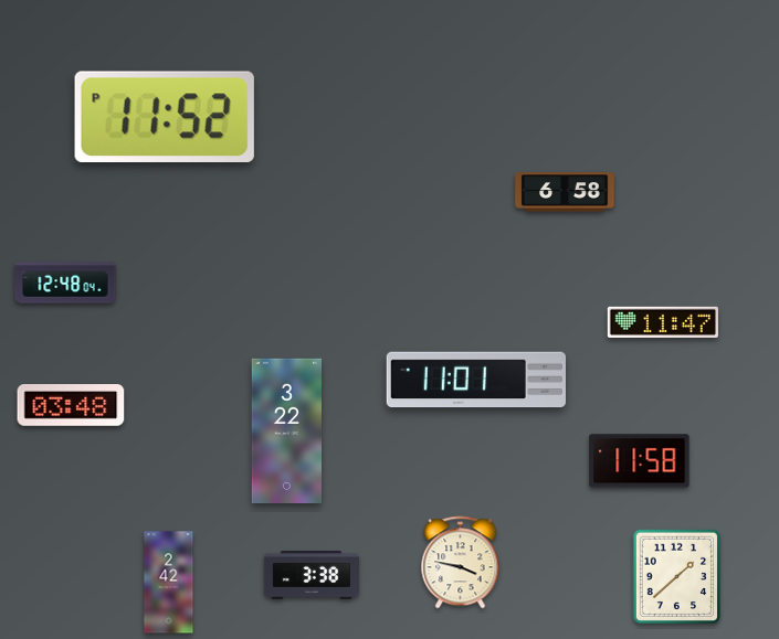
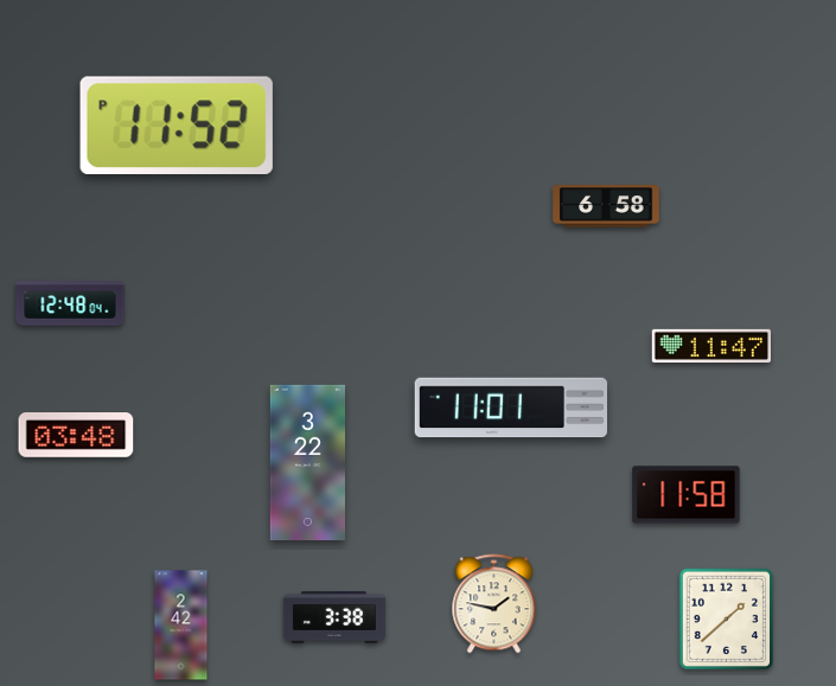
clock at (461, 563): 3:47 -> 1:47
